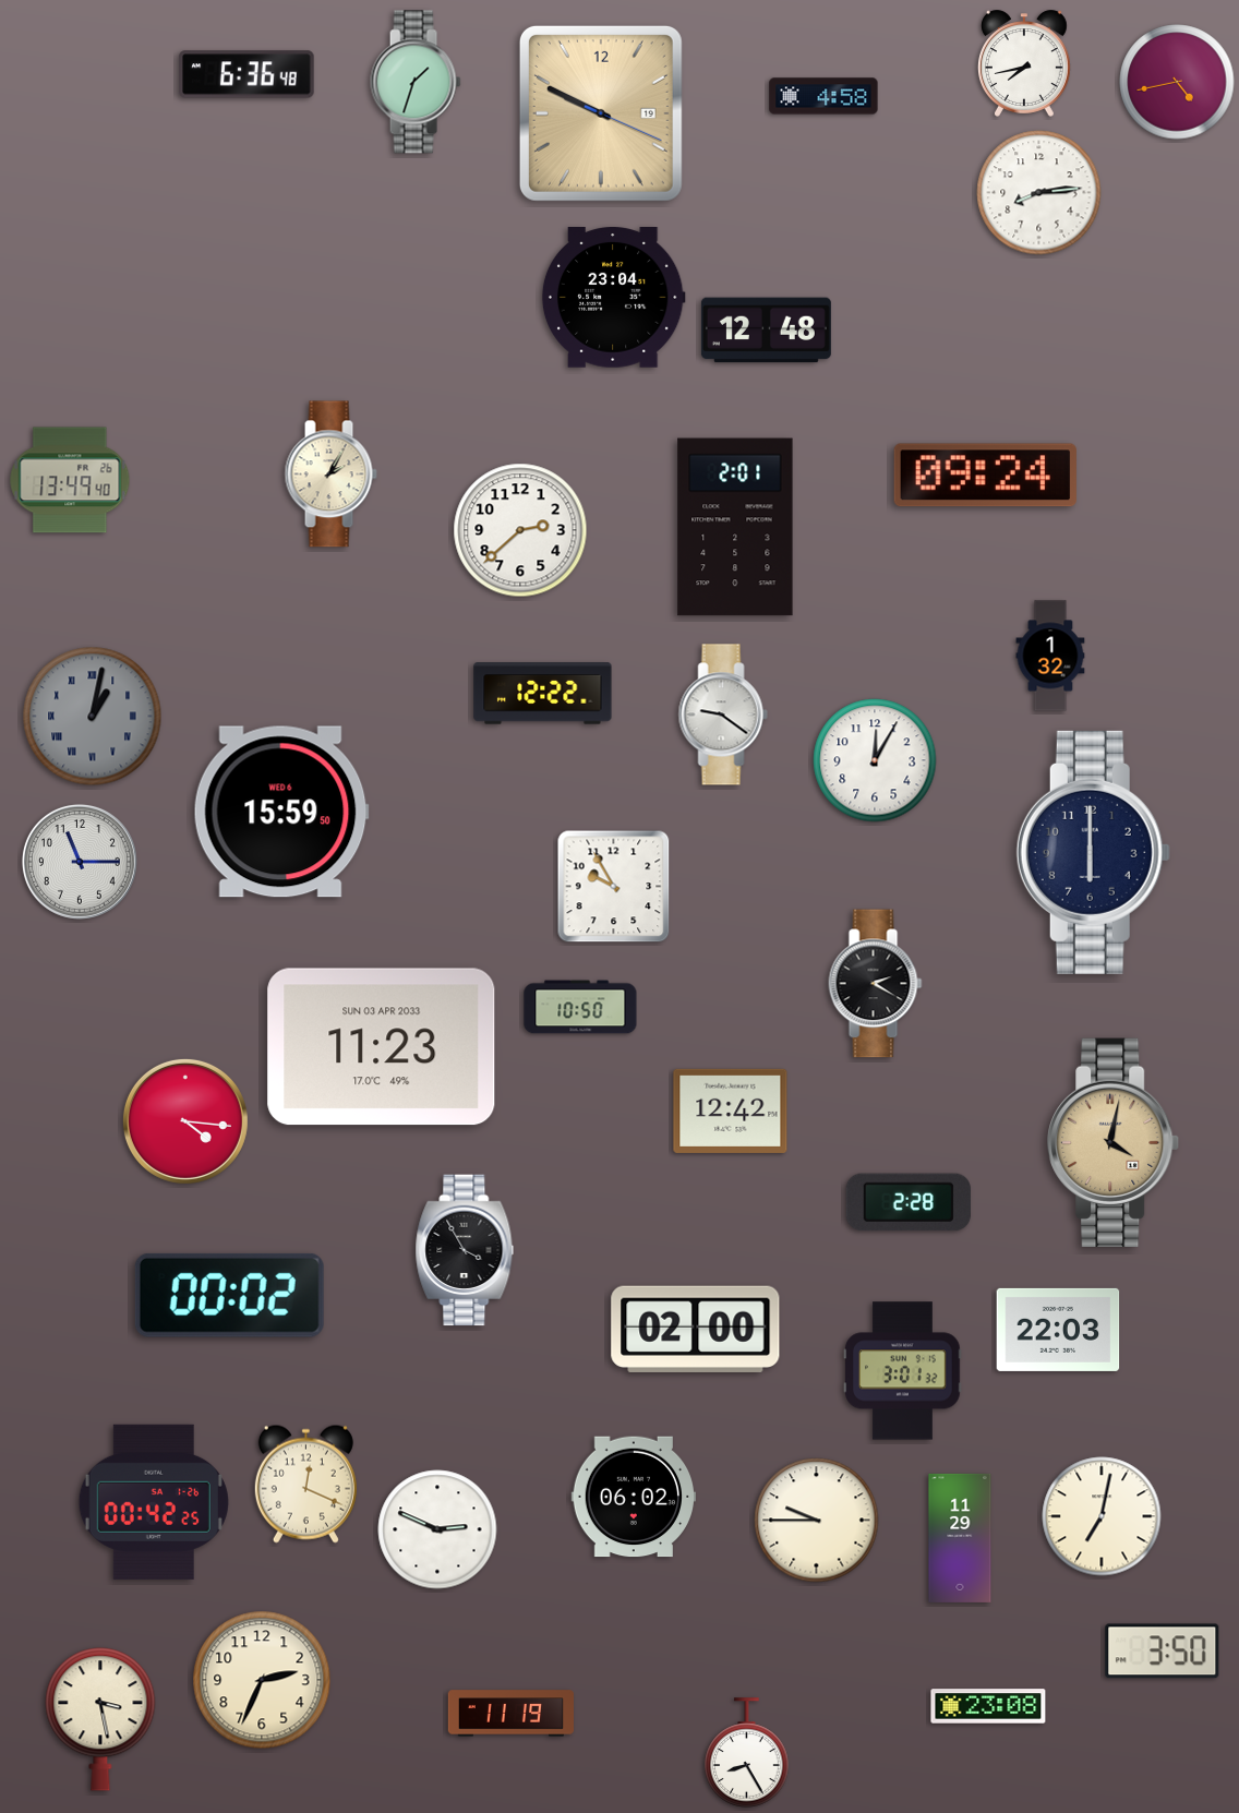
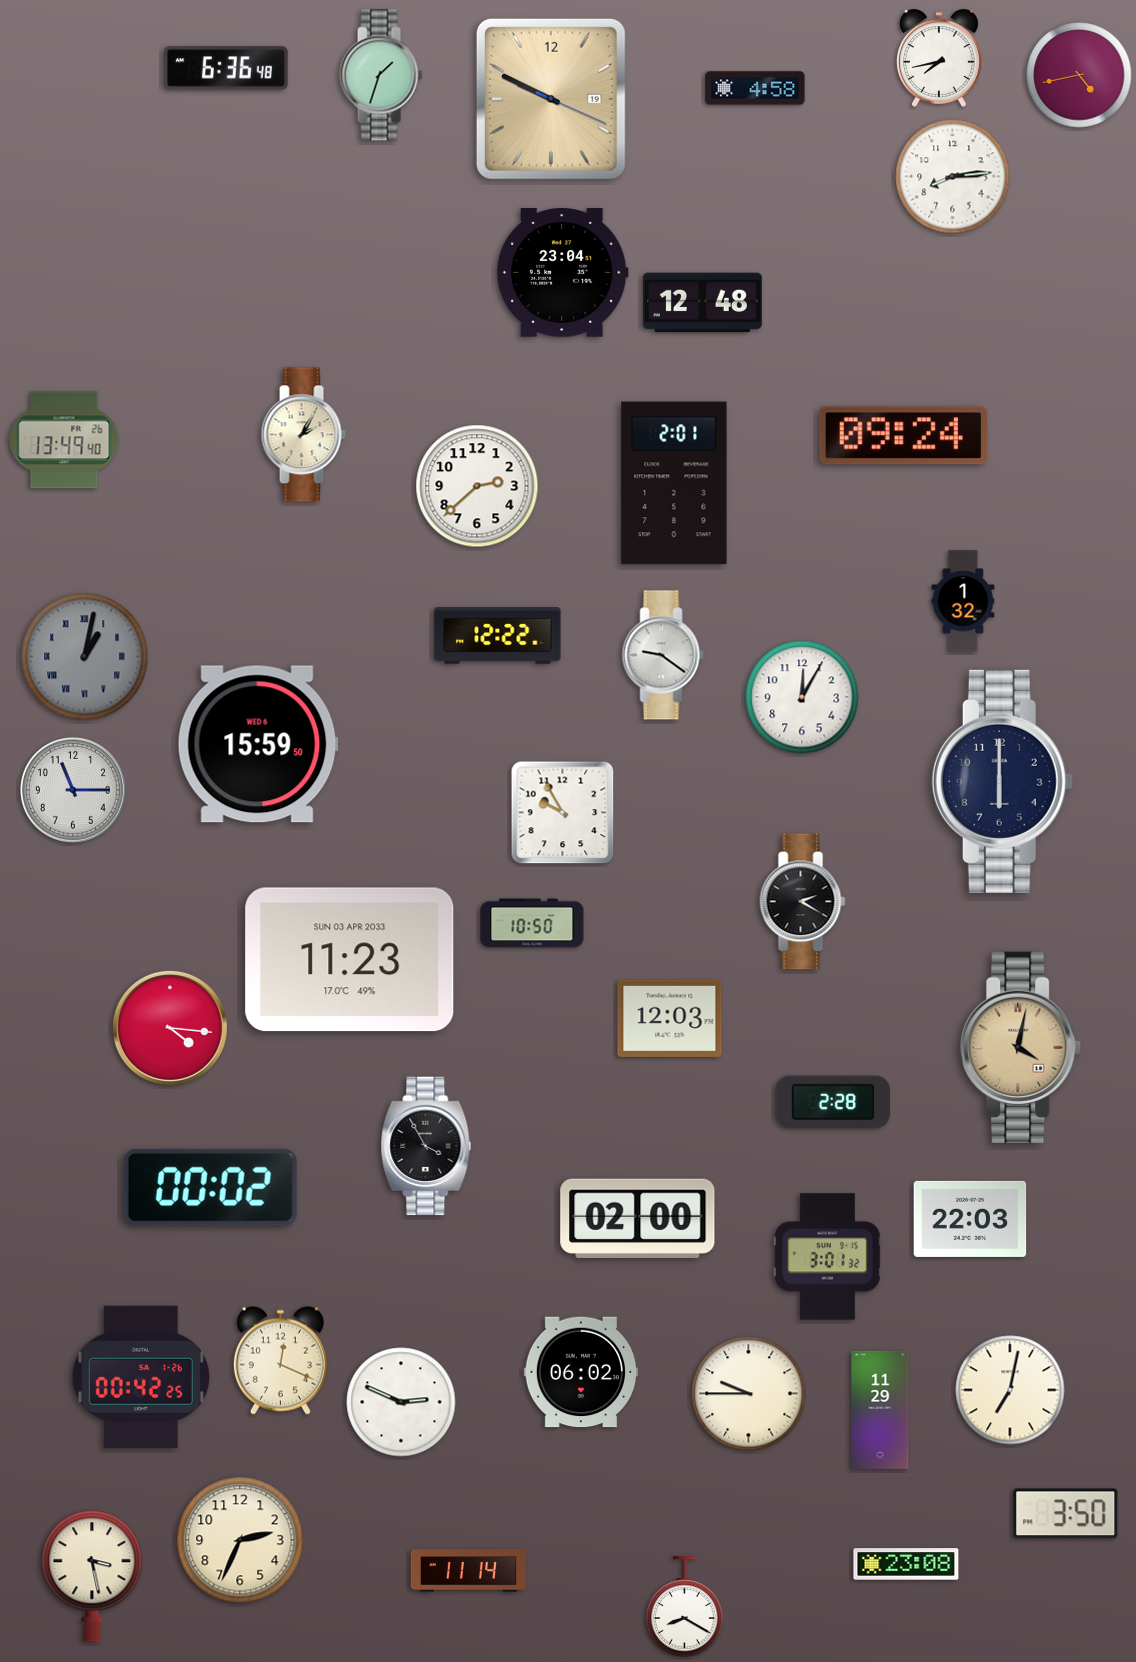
clock at (601, 113) position: (601, 113) -> (551, 99)
clock at (731, 1110): 12:42 -> 12:03
clock at (510, 1714): 11:19 -> 11:14
clock at (747, 1753): 8:25 -> 8:20
